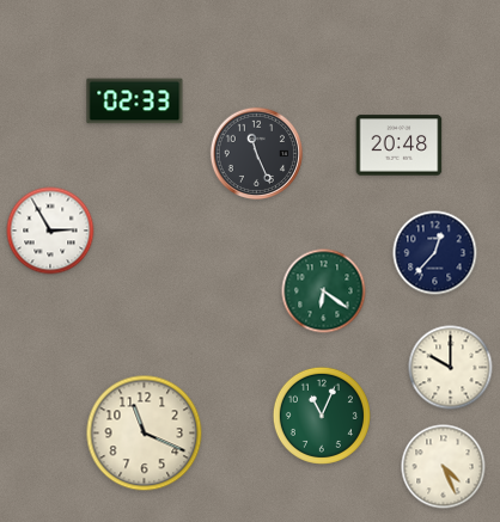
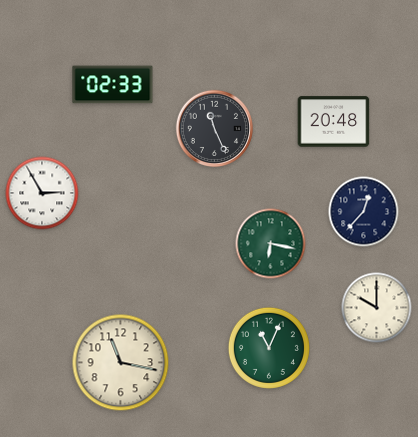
clock at (324, 291): 6:21 -> 6:17
clock at (145, 434): 11:19 -> 11:17
clock at (444, 467): 4:26 -> none
